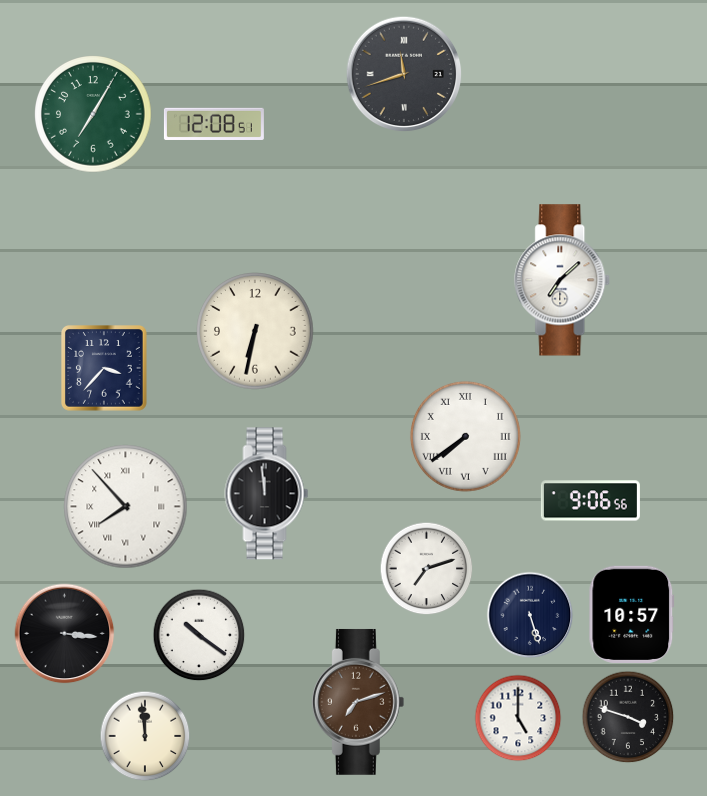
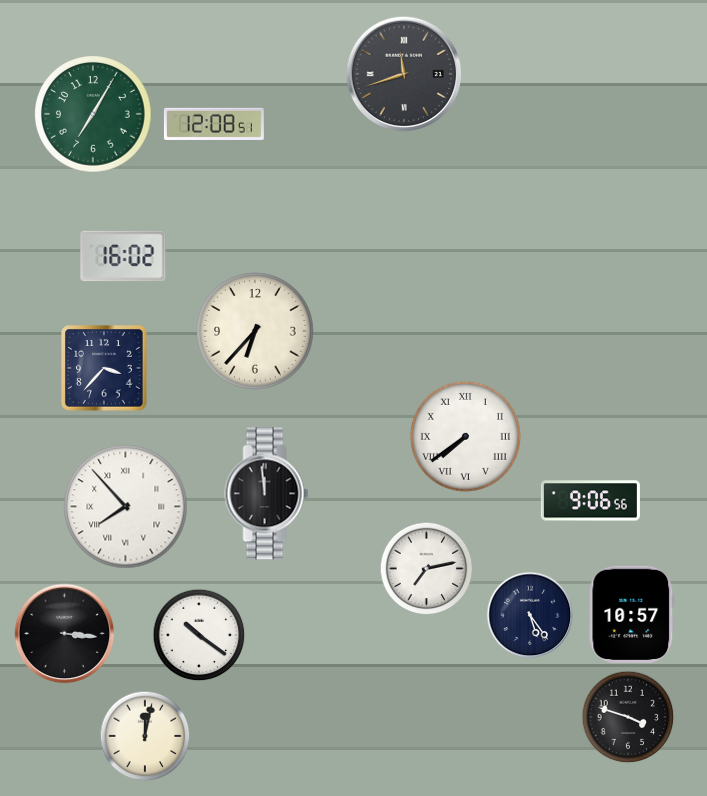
clock at (123, 256): none -> 16:02
clock at (563, 280): 7:08 -> none
clock at (255, 331): 6:32 -> 6:37
clock at (427, 569): 7:12 -> 7:13
clock at (530, 615): 5:27 -> 5:24
clock at (358, 702): 7:12 -> none
clock at (518, 718): 5:00 -> none
clock at (145, 736): 11:59 -> 12:02
